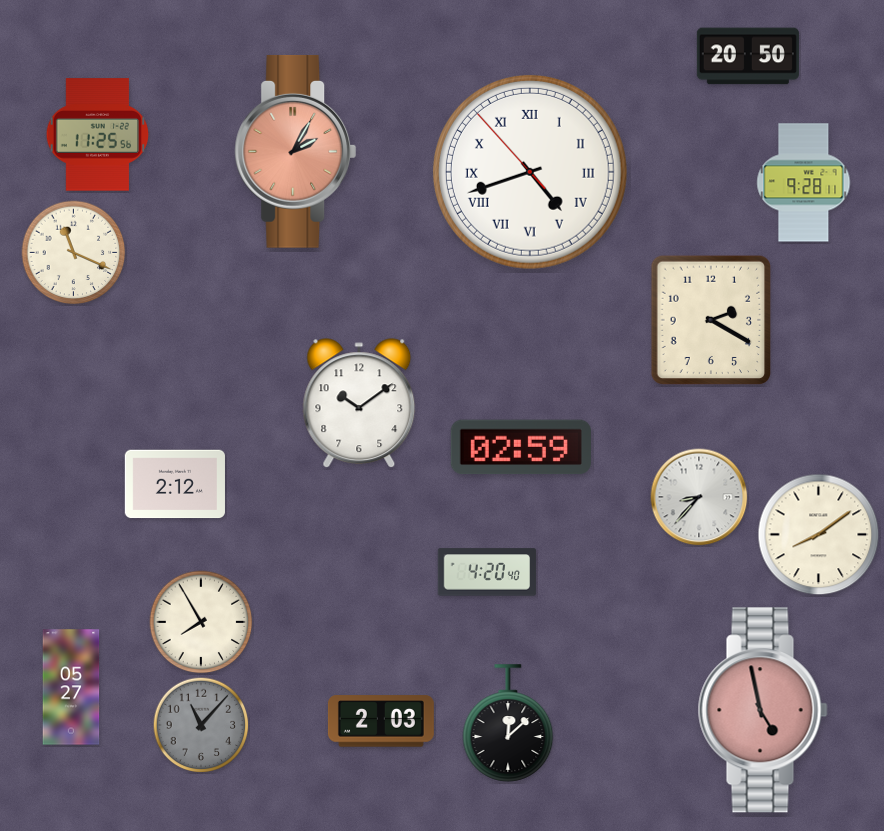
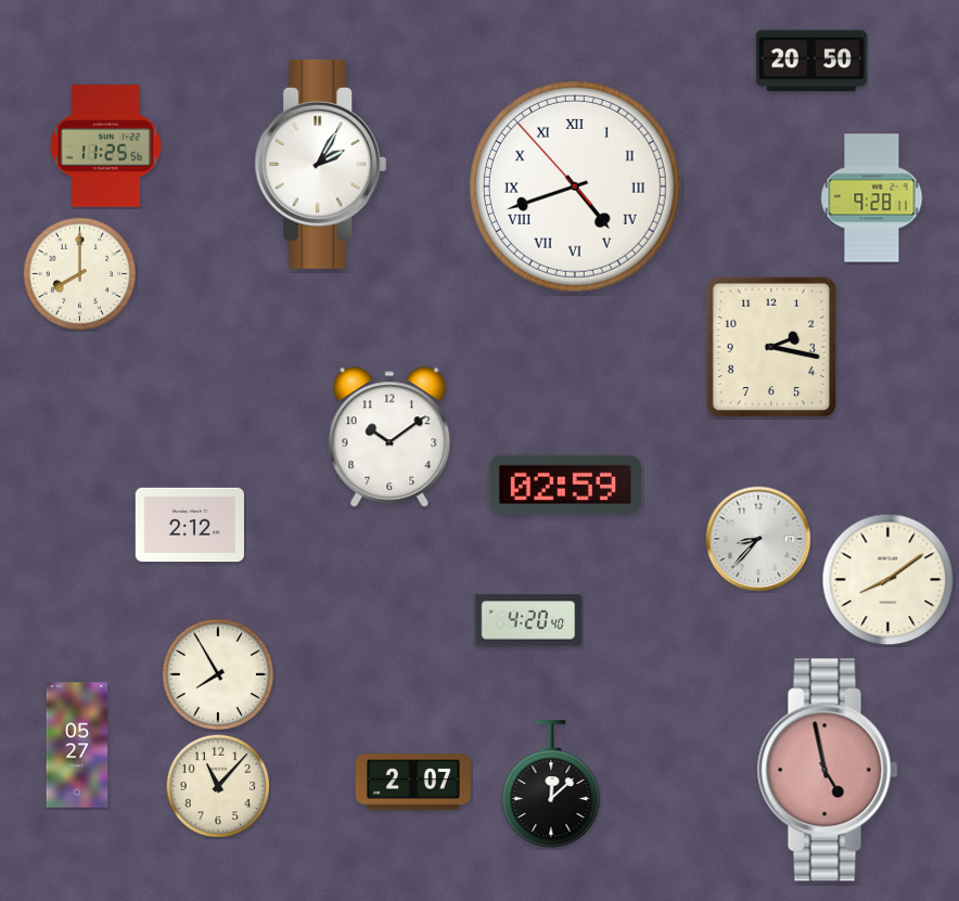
clock at (296, 151) dial: salmon -> white
clock at (74, 253): 11:19 -> 8:00
clock at (711, 320): 2:20 -> 2:17
clock at (381, 721): 2:03 -> 2:07
clock at (201, 725) dial: grey -> cream
